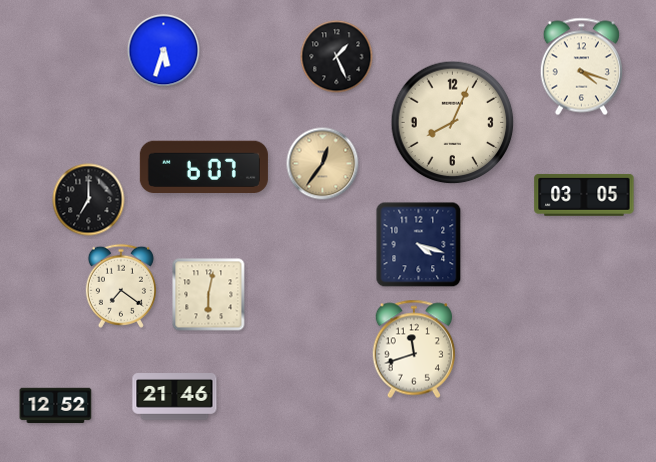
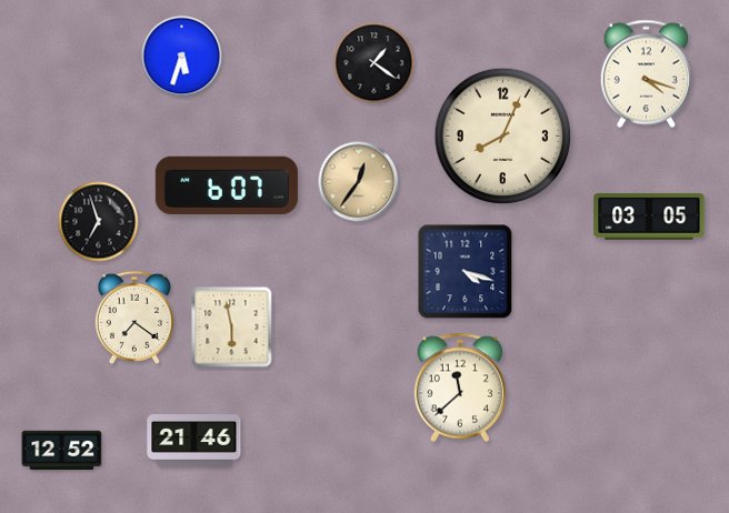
clock at (337, 57): 1:26 -> 1:21
clock at (89, 200): 7:00 -> 6:57
clock at (209, 295): 6:02 -> 5:58
clock at (413, 349): 11:42 -> 11:38
